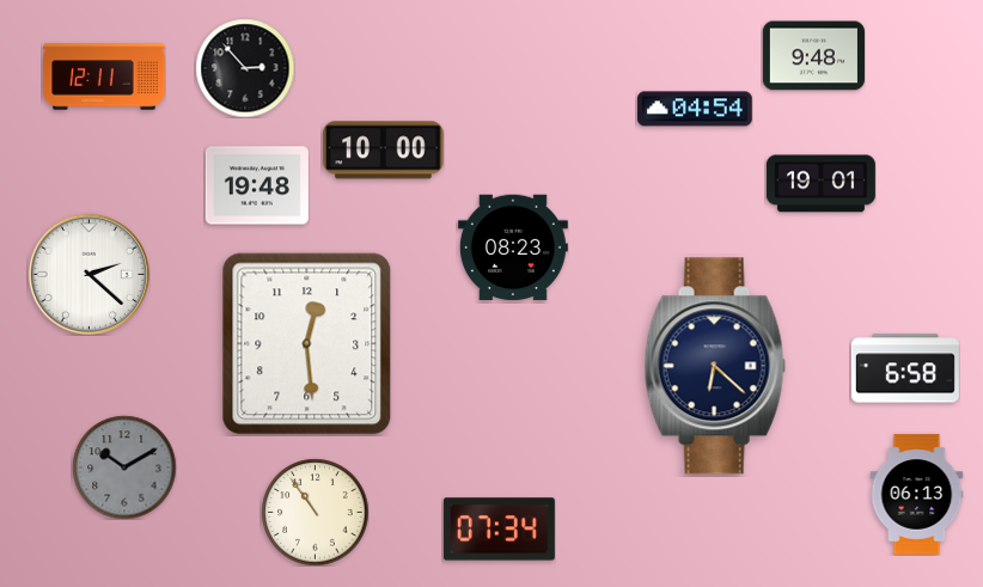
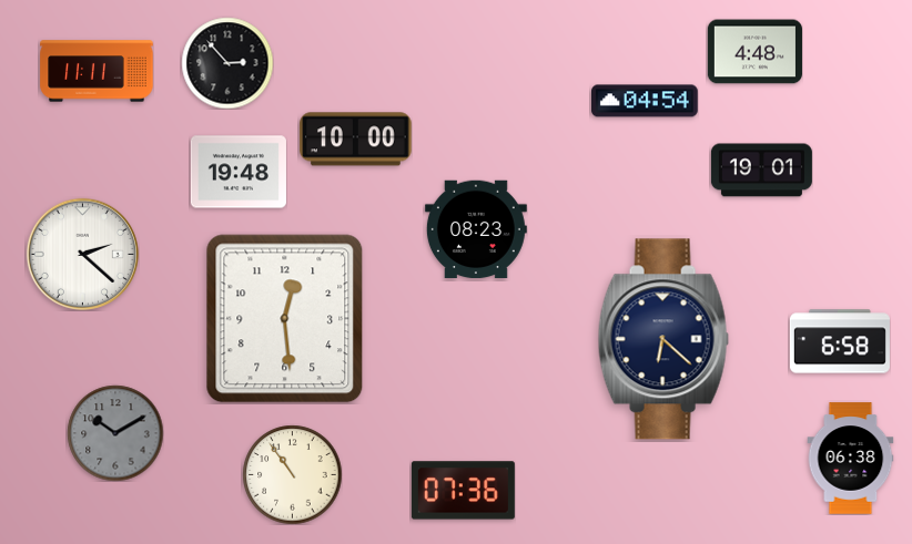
clock at (813, 56): 9:48 -> 4:48
clock at (104, 77): 12:11 -> 11:11
clock at (917, 495): 06:13 -> 06:38
clock at (499, 530): 07:34 -> 07:36
